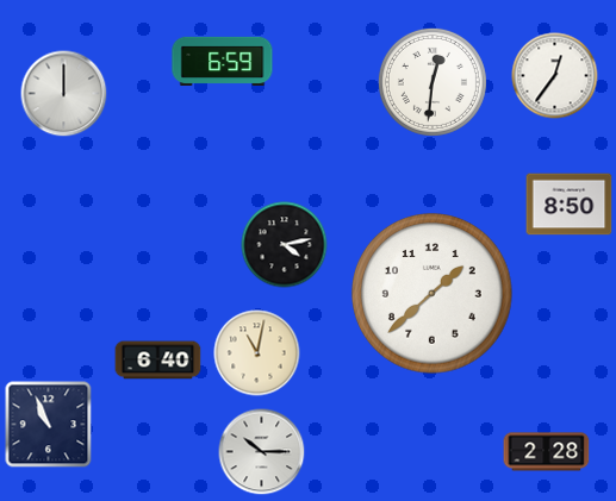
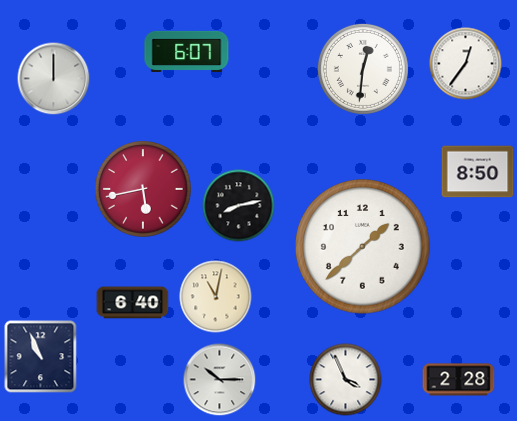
clock at (223, 61): 6:59 -> 6:07
clock at (143, 189): none -> 5:43
clock at (285, 245): 4:13 -> 8:13
clock at (346, 380): none -> 3:56
